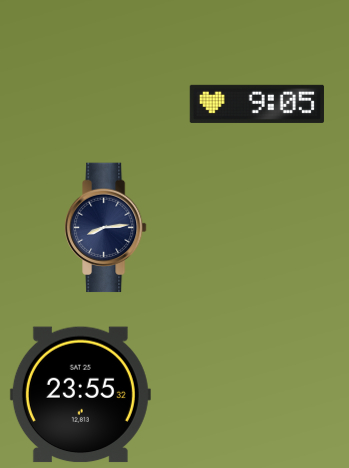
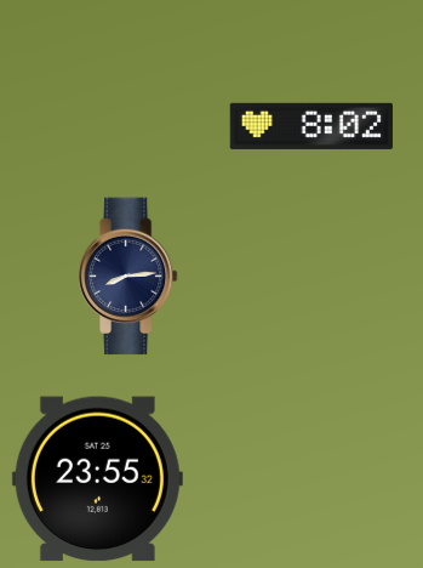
clock at (256, 104): 9:05 -> 8:02
